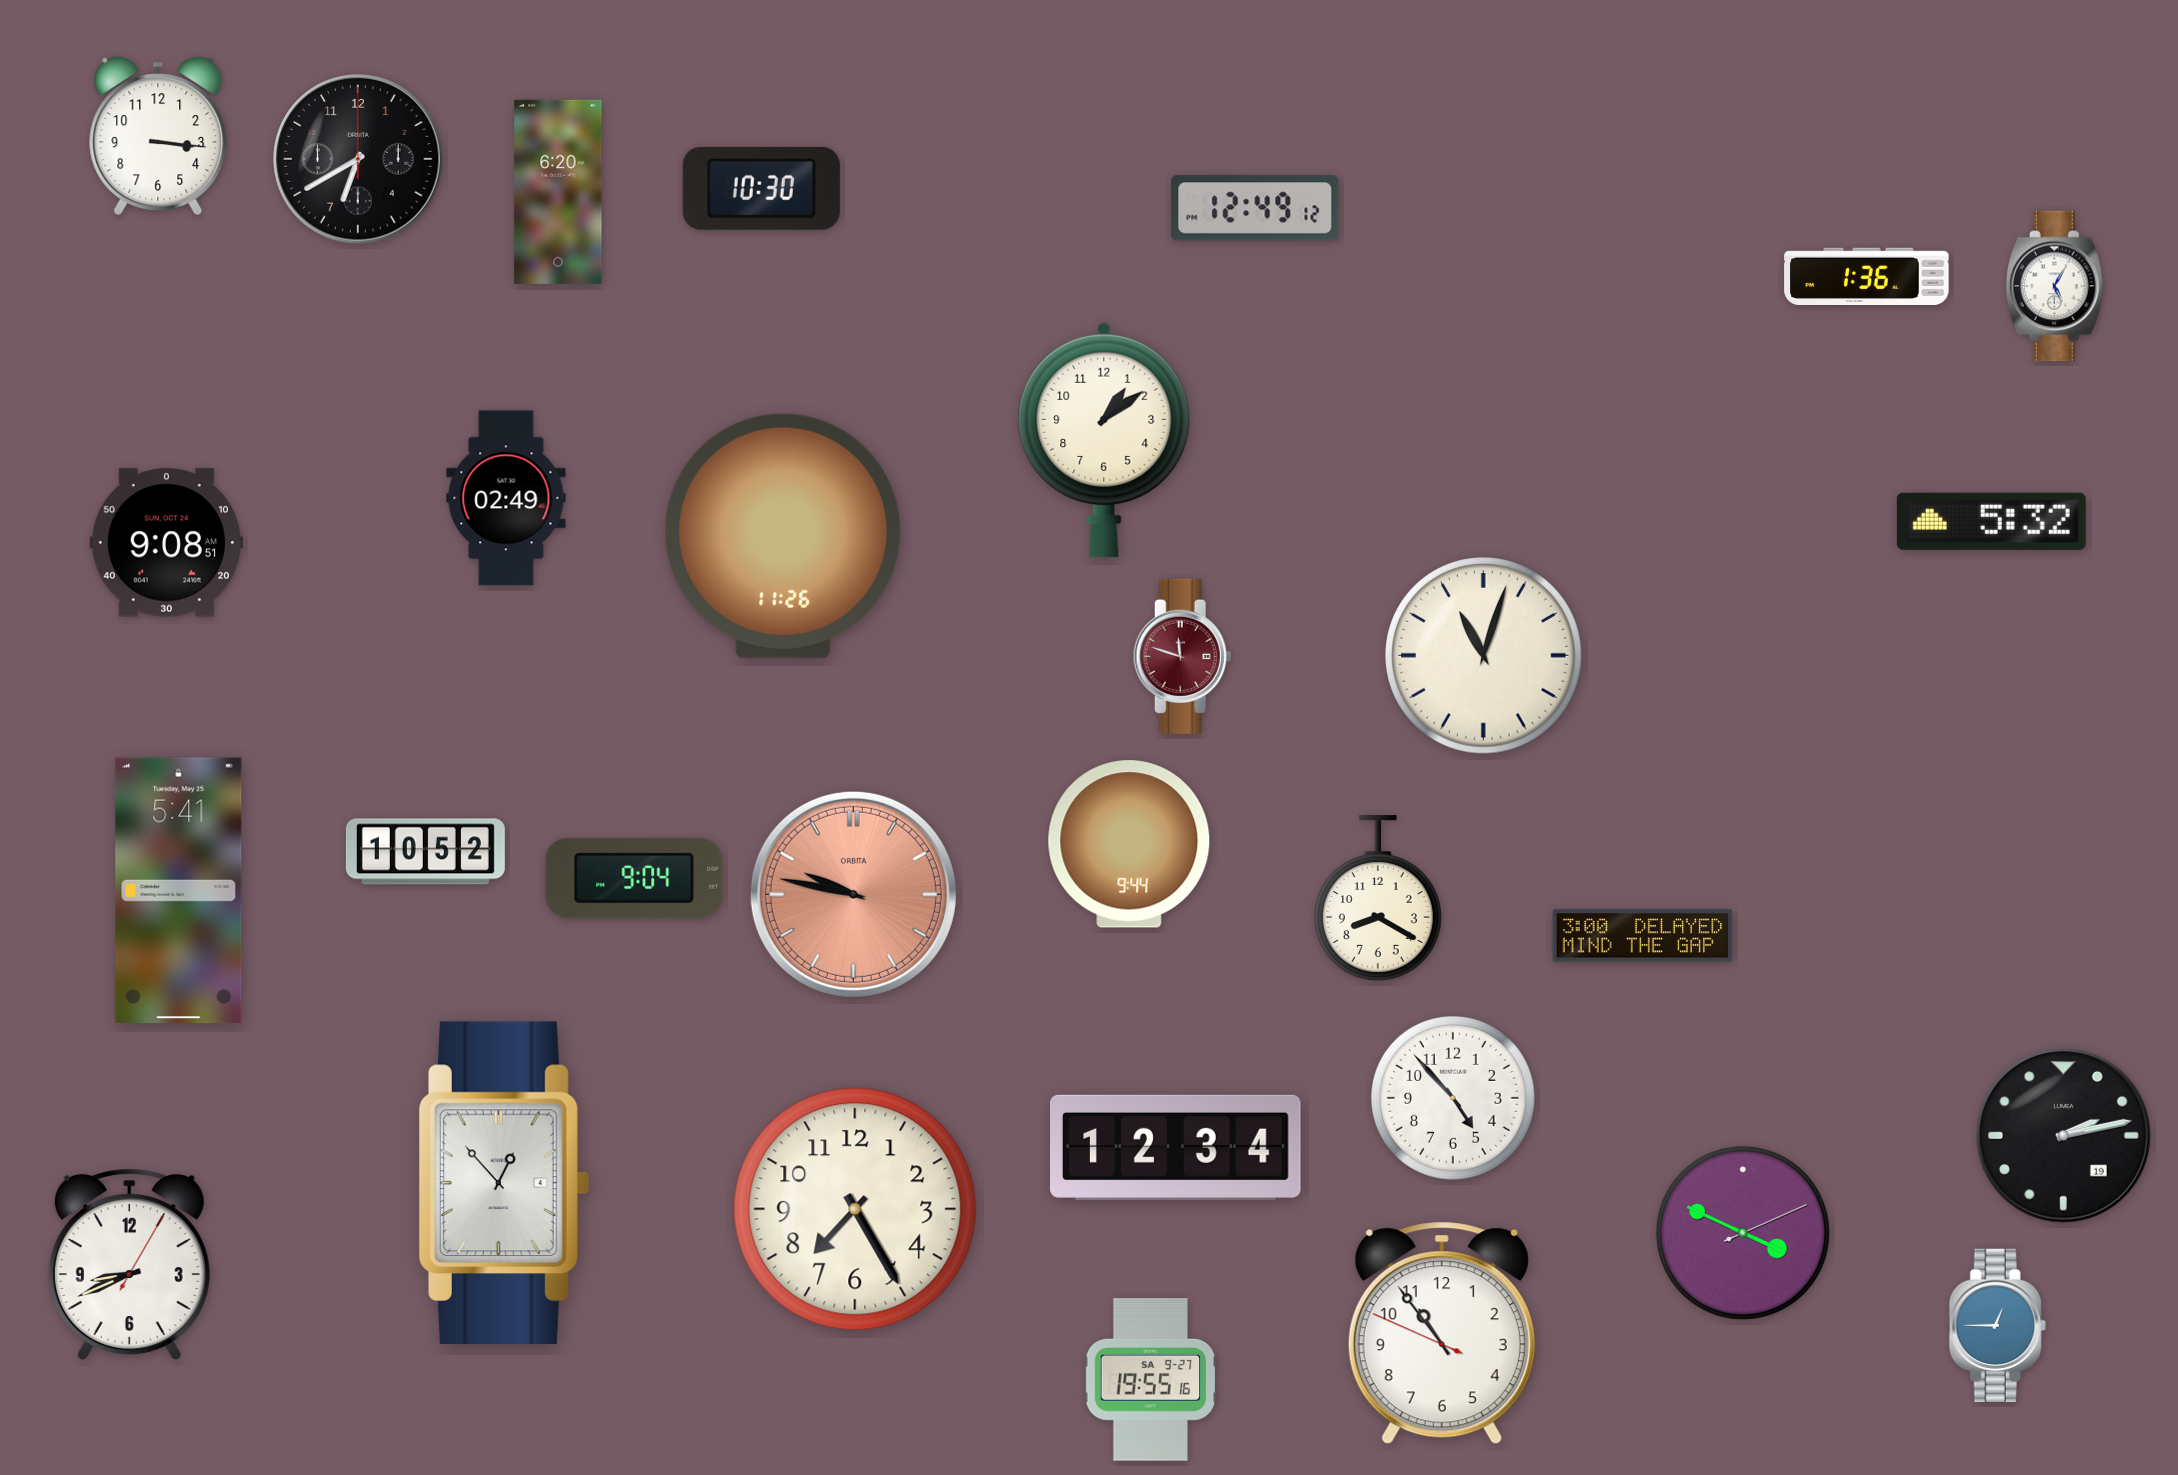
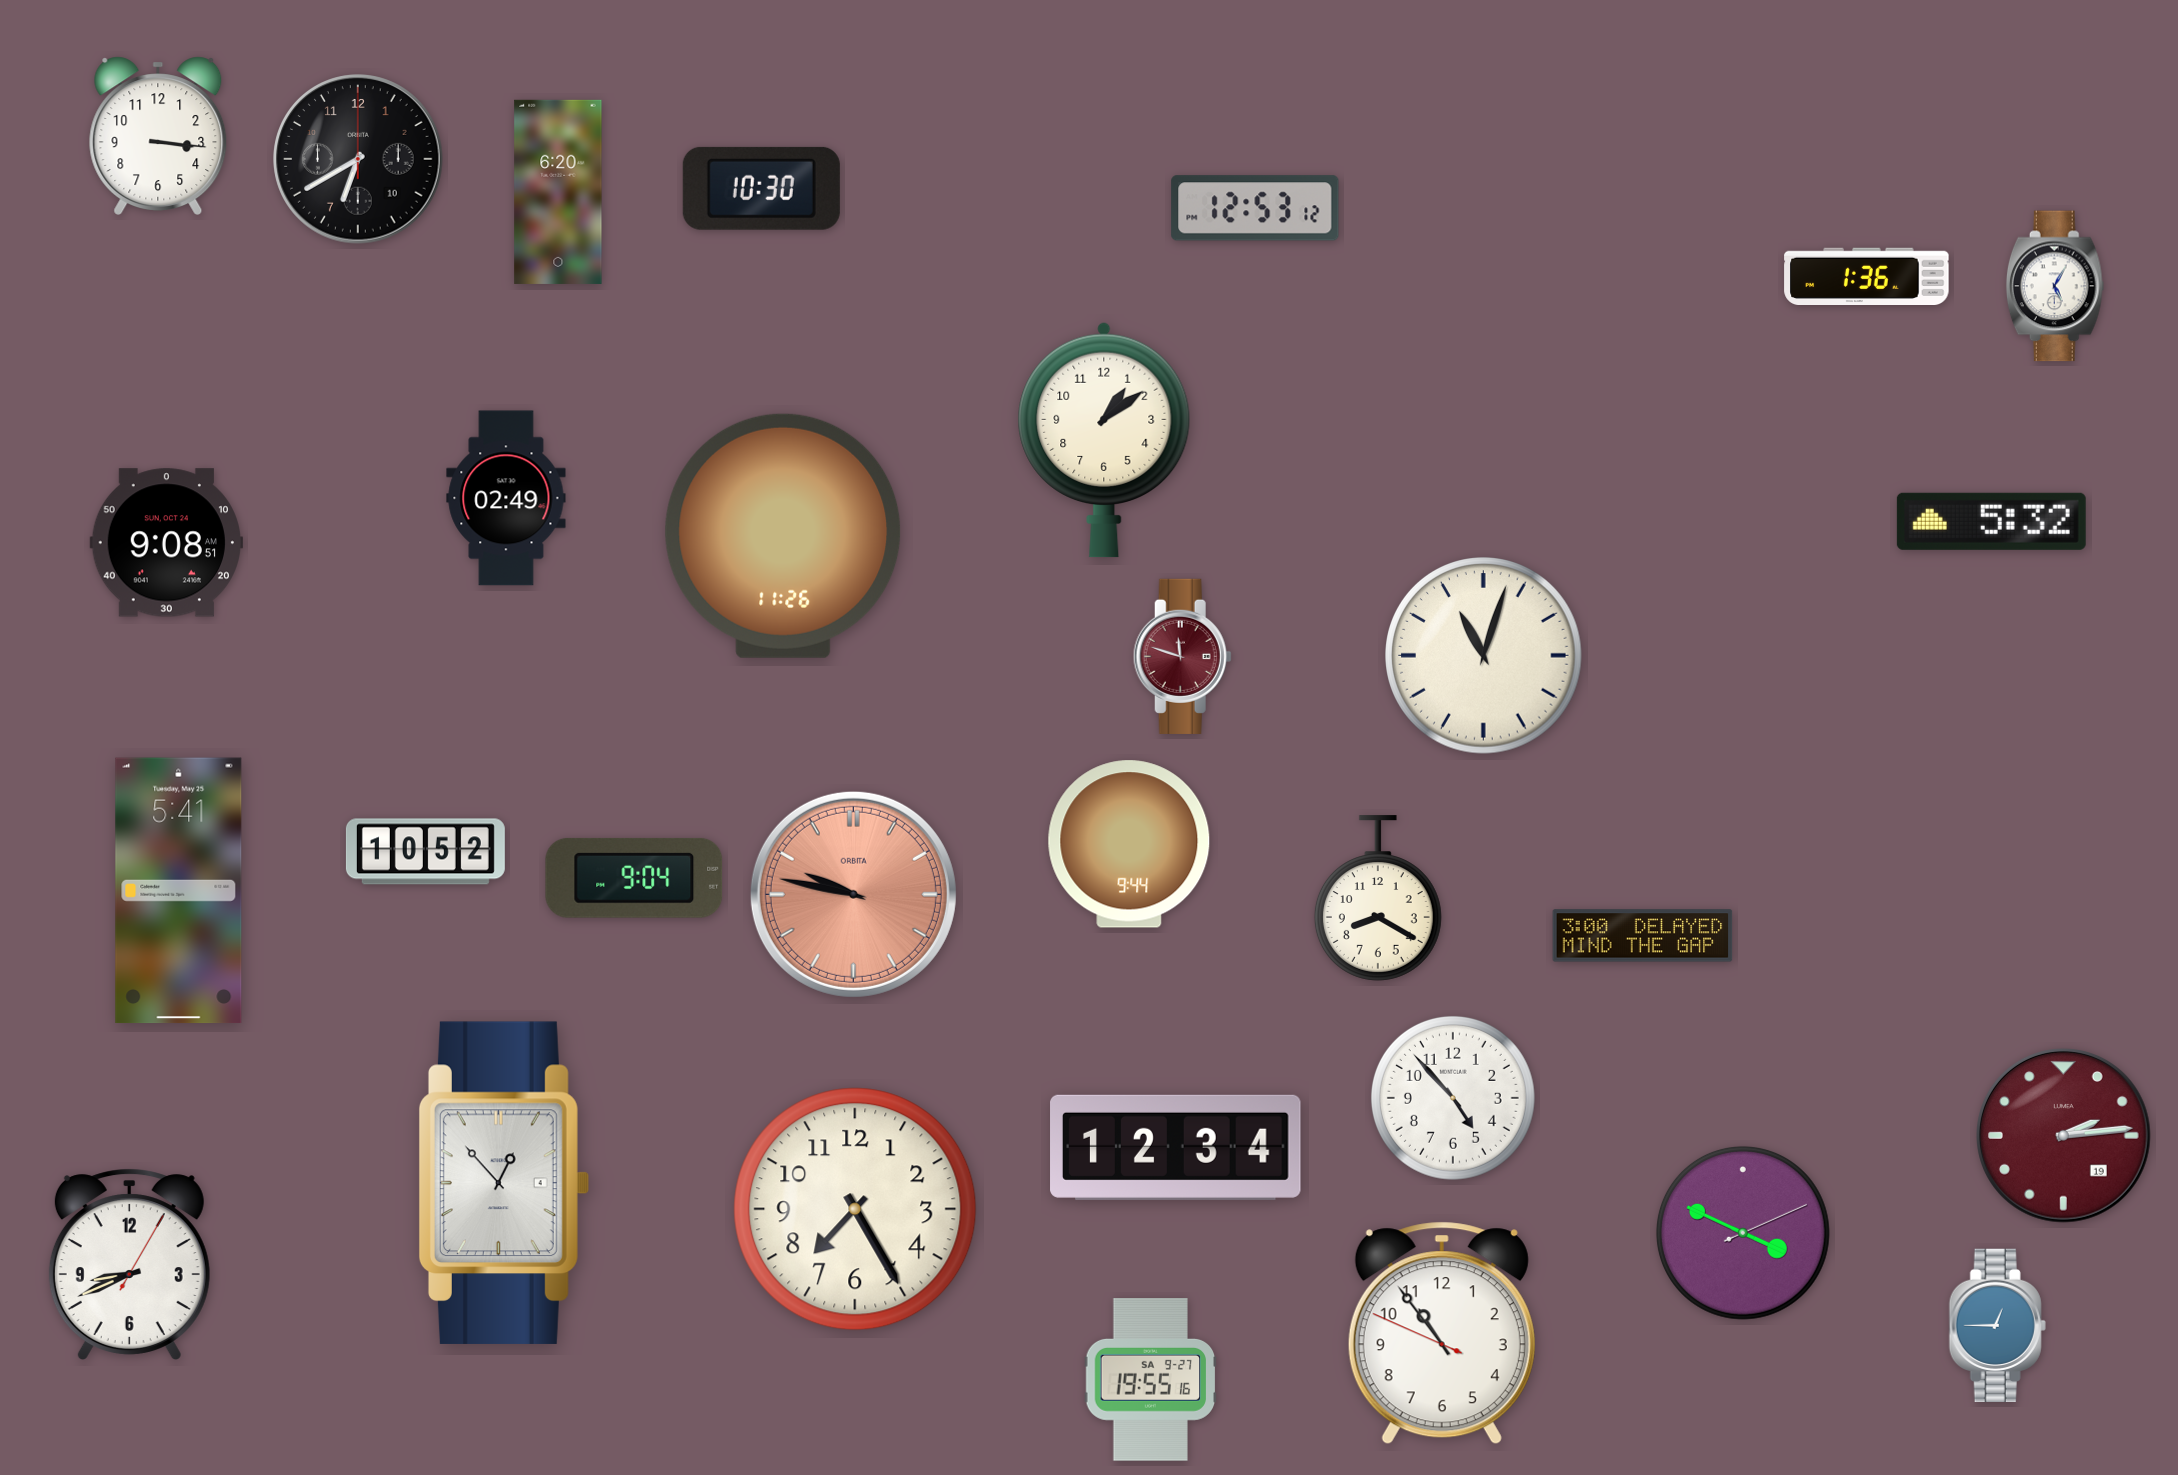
clock at (358, 159) date: 4 -> 10
clock at (1255, 208): 12:49 -> 12:53
clock at (2064, 1136): 2:13 -> 2:14
clock at (2064, 1136) dial: black -> burgundy
